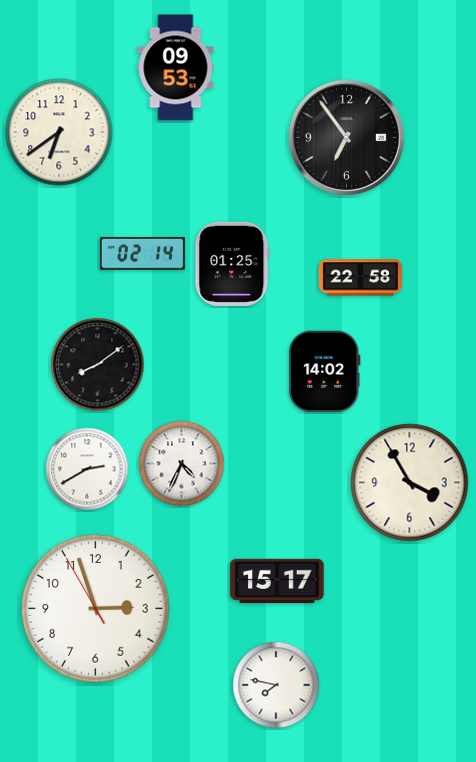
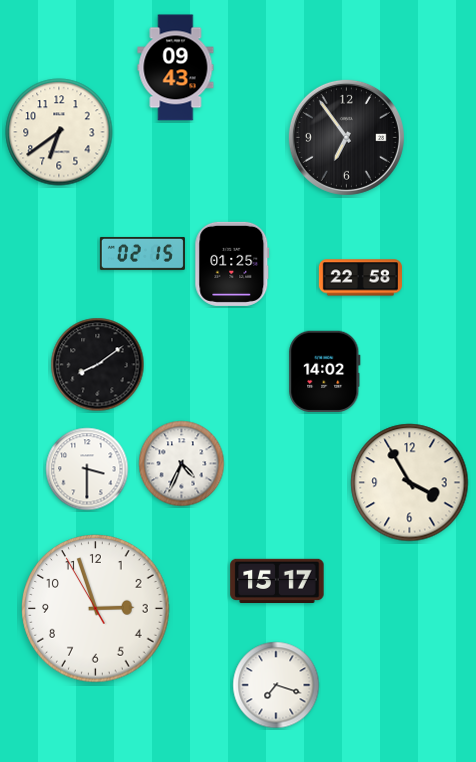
clock at (176, 68): 09:53 -> 09:43
clock at (142, 253): 02:14 -> 02:15
clock at (87, 469): 2:40 -> 3:30
clock at (276, 685): 7:47 -> 7:18
